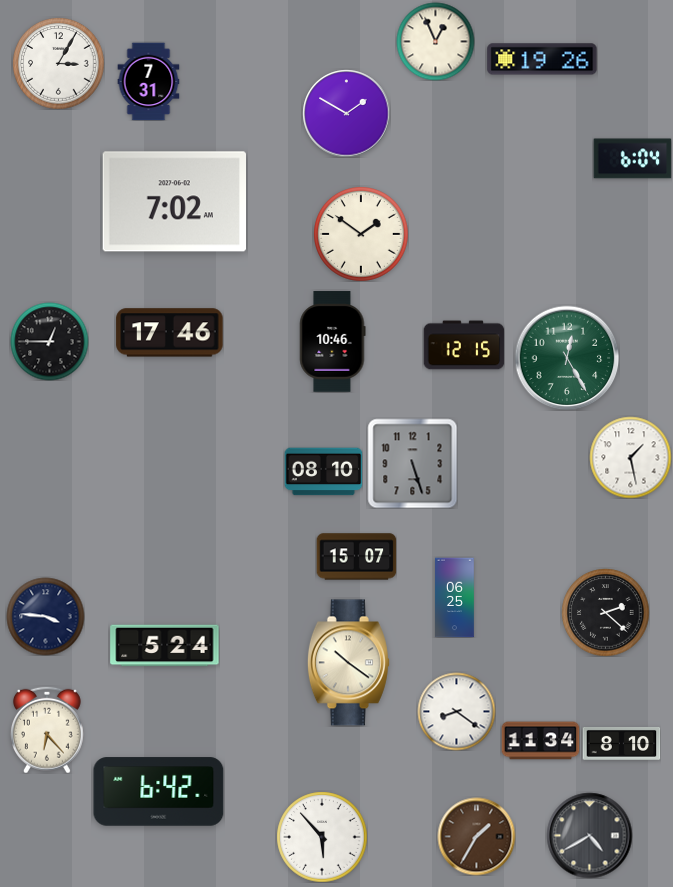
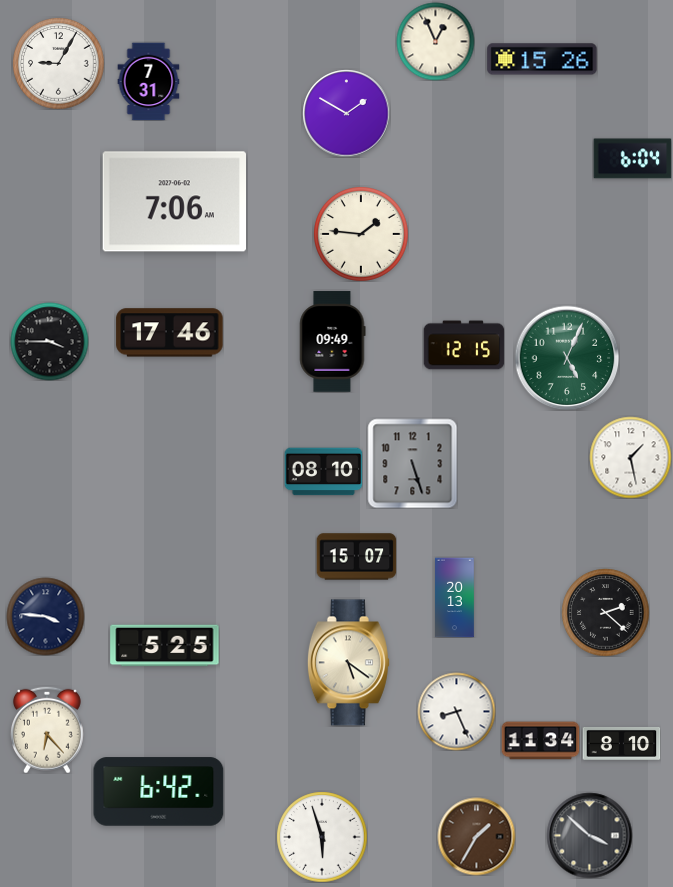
clock at (542, 59): 19:26 -> 15:26
clock at (58, 63): 3:05 -> 9:05
clock at (174, 202): 7:02 -> 7:06
clock at (361, 234): 1:51 -> 1:46
clock at (49, 341): 12:45 -> 3:45
clock at (333, 342): 10:46 -> 09:49
clock at (567, 358): 12:25 -> 5:04
clock at (455, 597): 06:25 -> 20:13
clock at (165, 646): 5:24 -> 5:25
clock at (348, 663): 10:21 -> 5:21
clock at (456, 711): 8:21 -> 8:26
clock at (589, 835): 4:40 -> 3:52
clock at (322, 837): 5:53 -> 5:57
